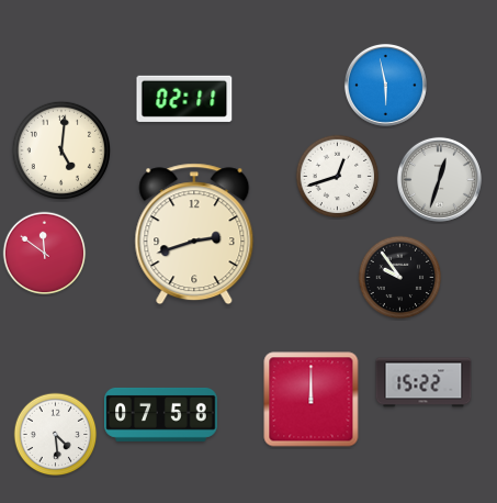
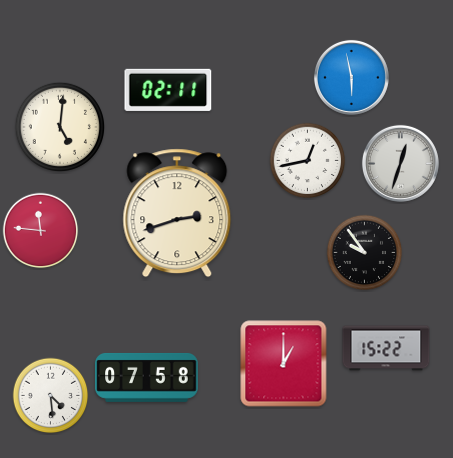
clock at (60, 149) position: (60, 149) -> (59, 126)
clock at (338, 177): 12:42 -> 12:43
clock at (45, 254): 11:51 -> 11:46
clock at (312, 400): 12:00 -> 1:00
